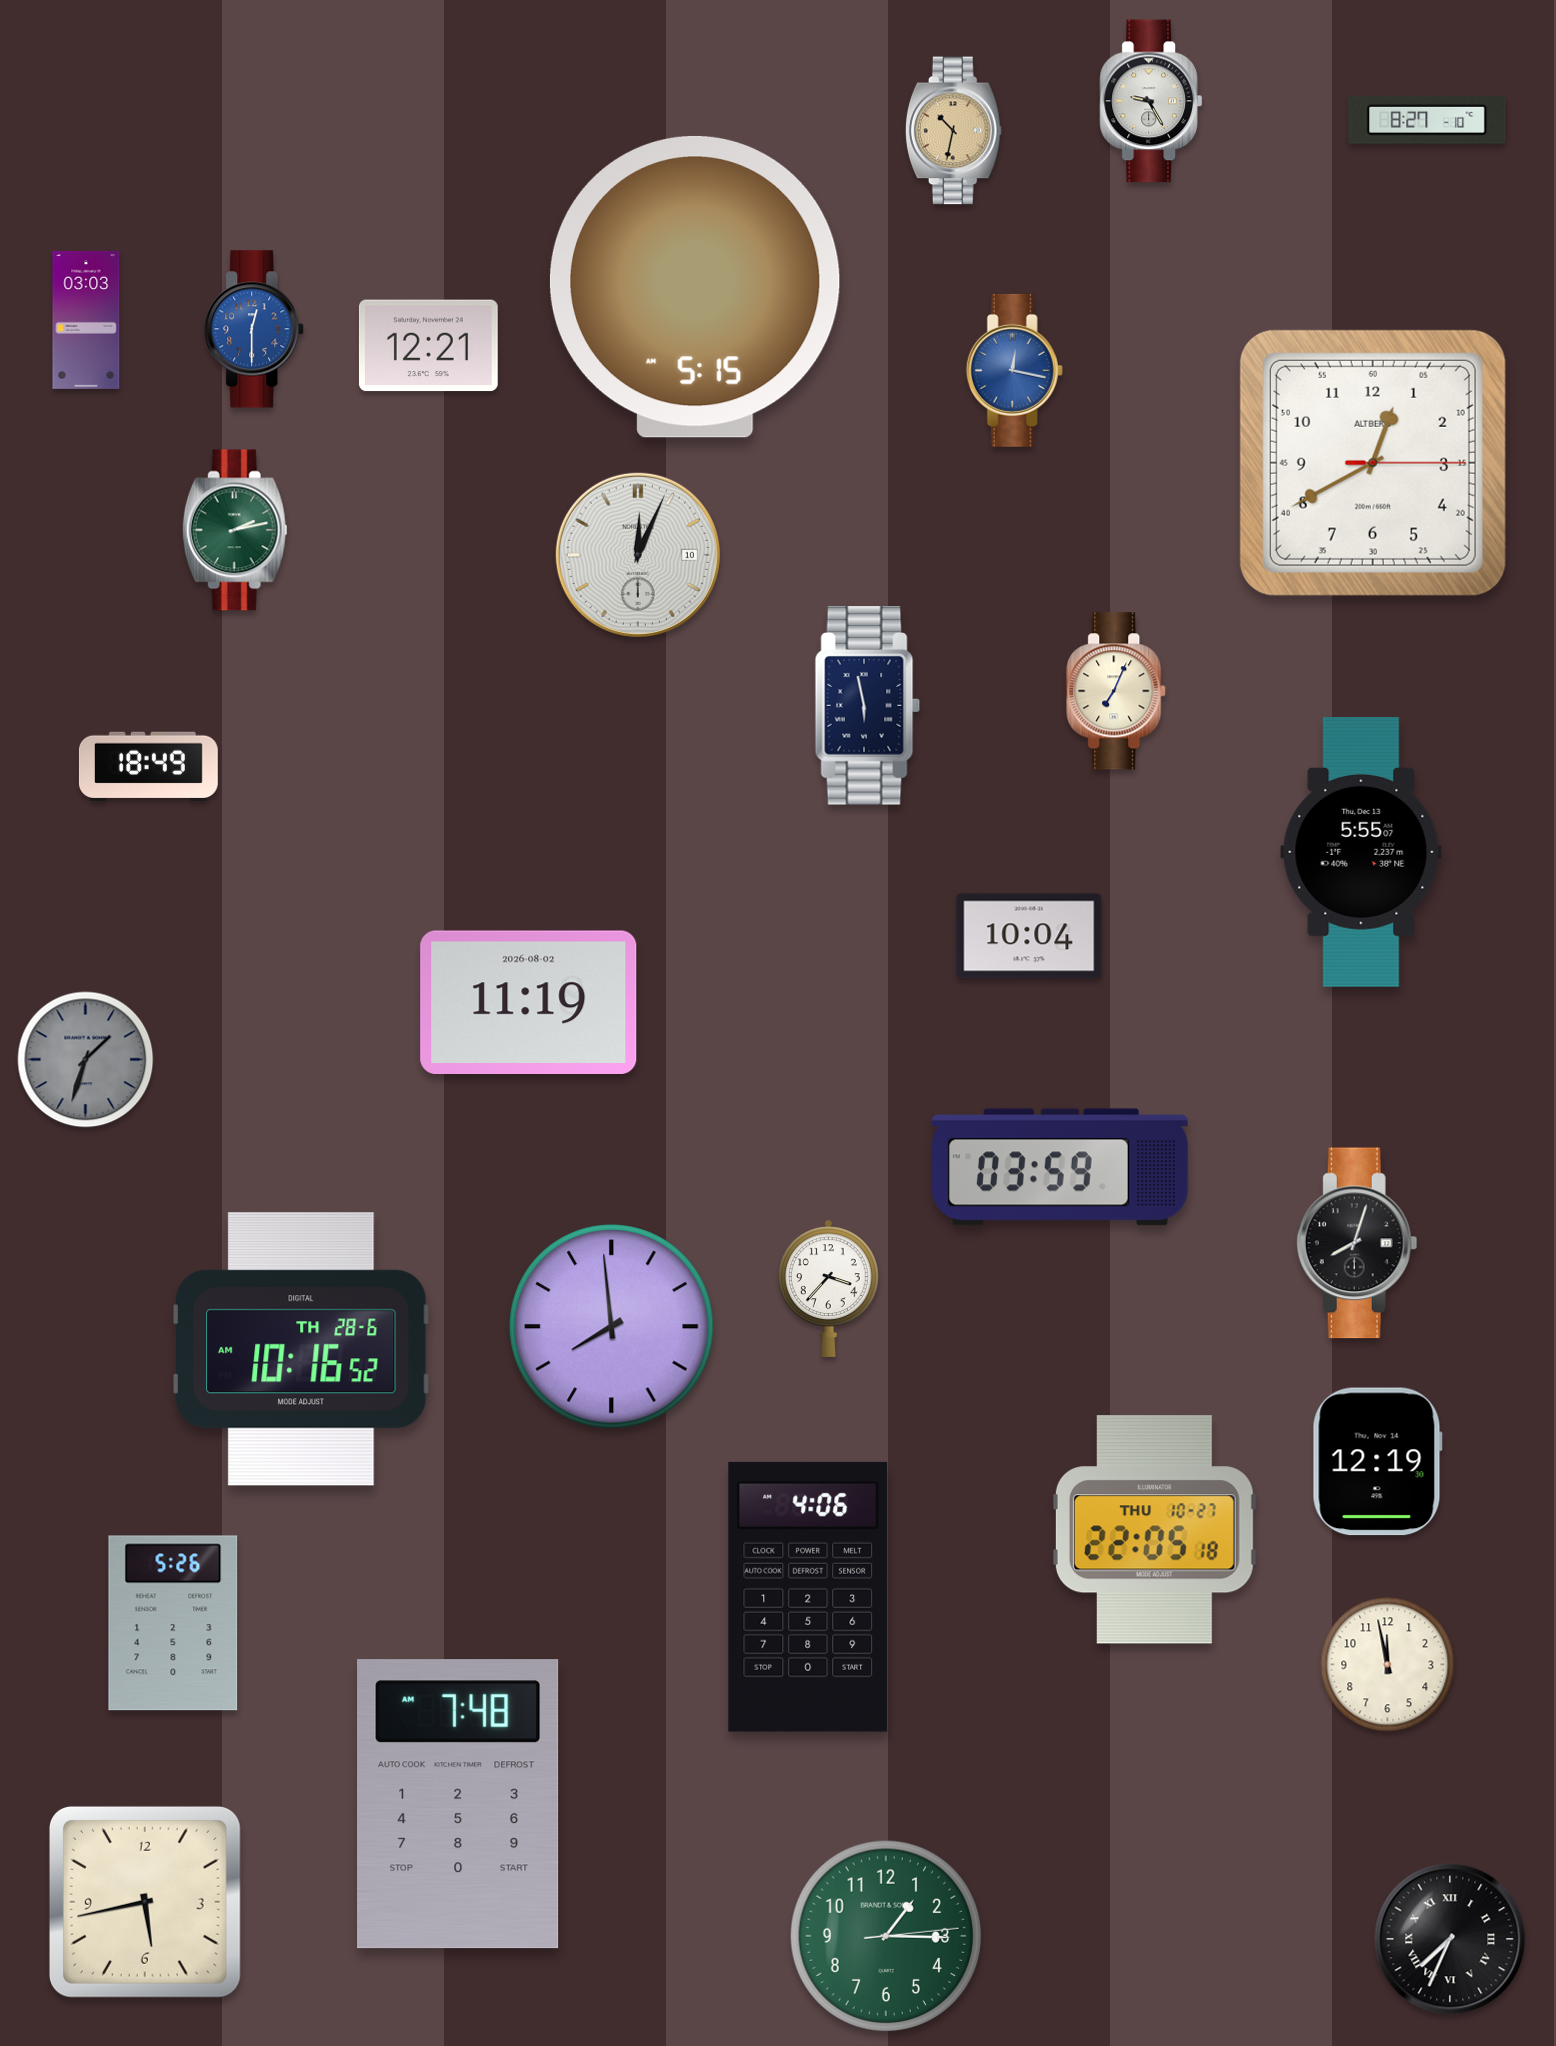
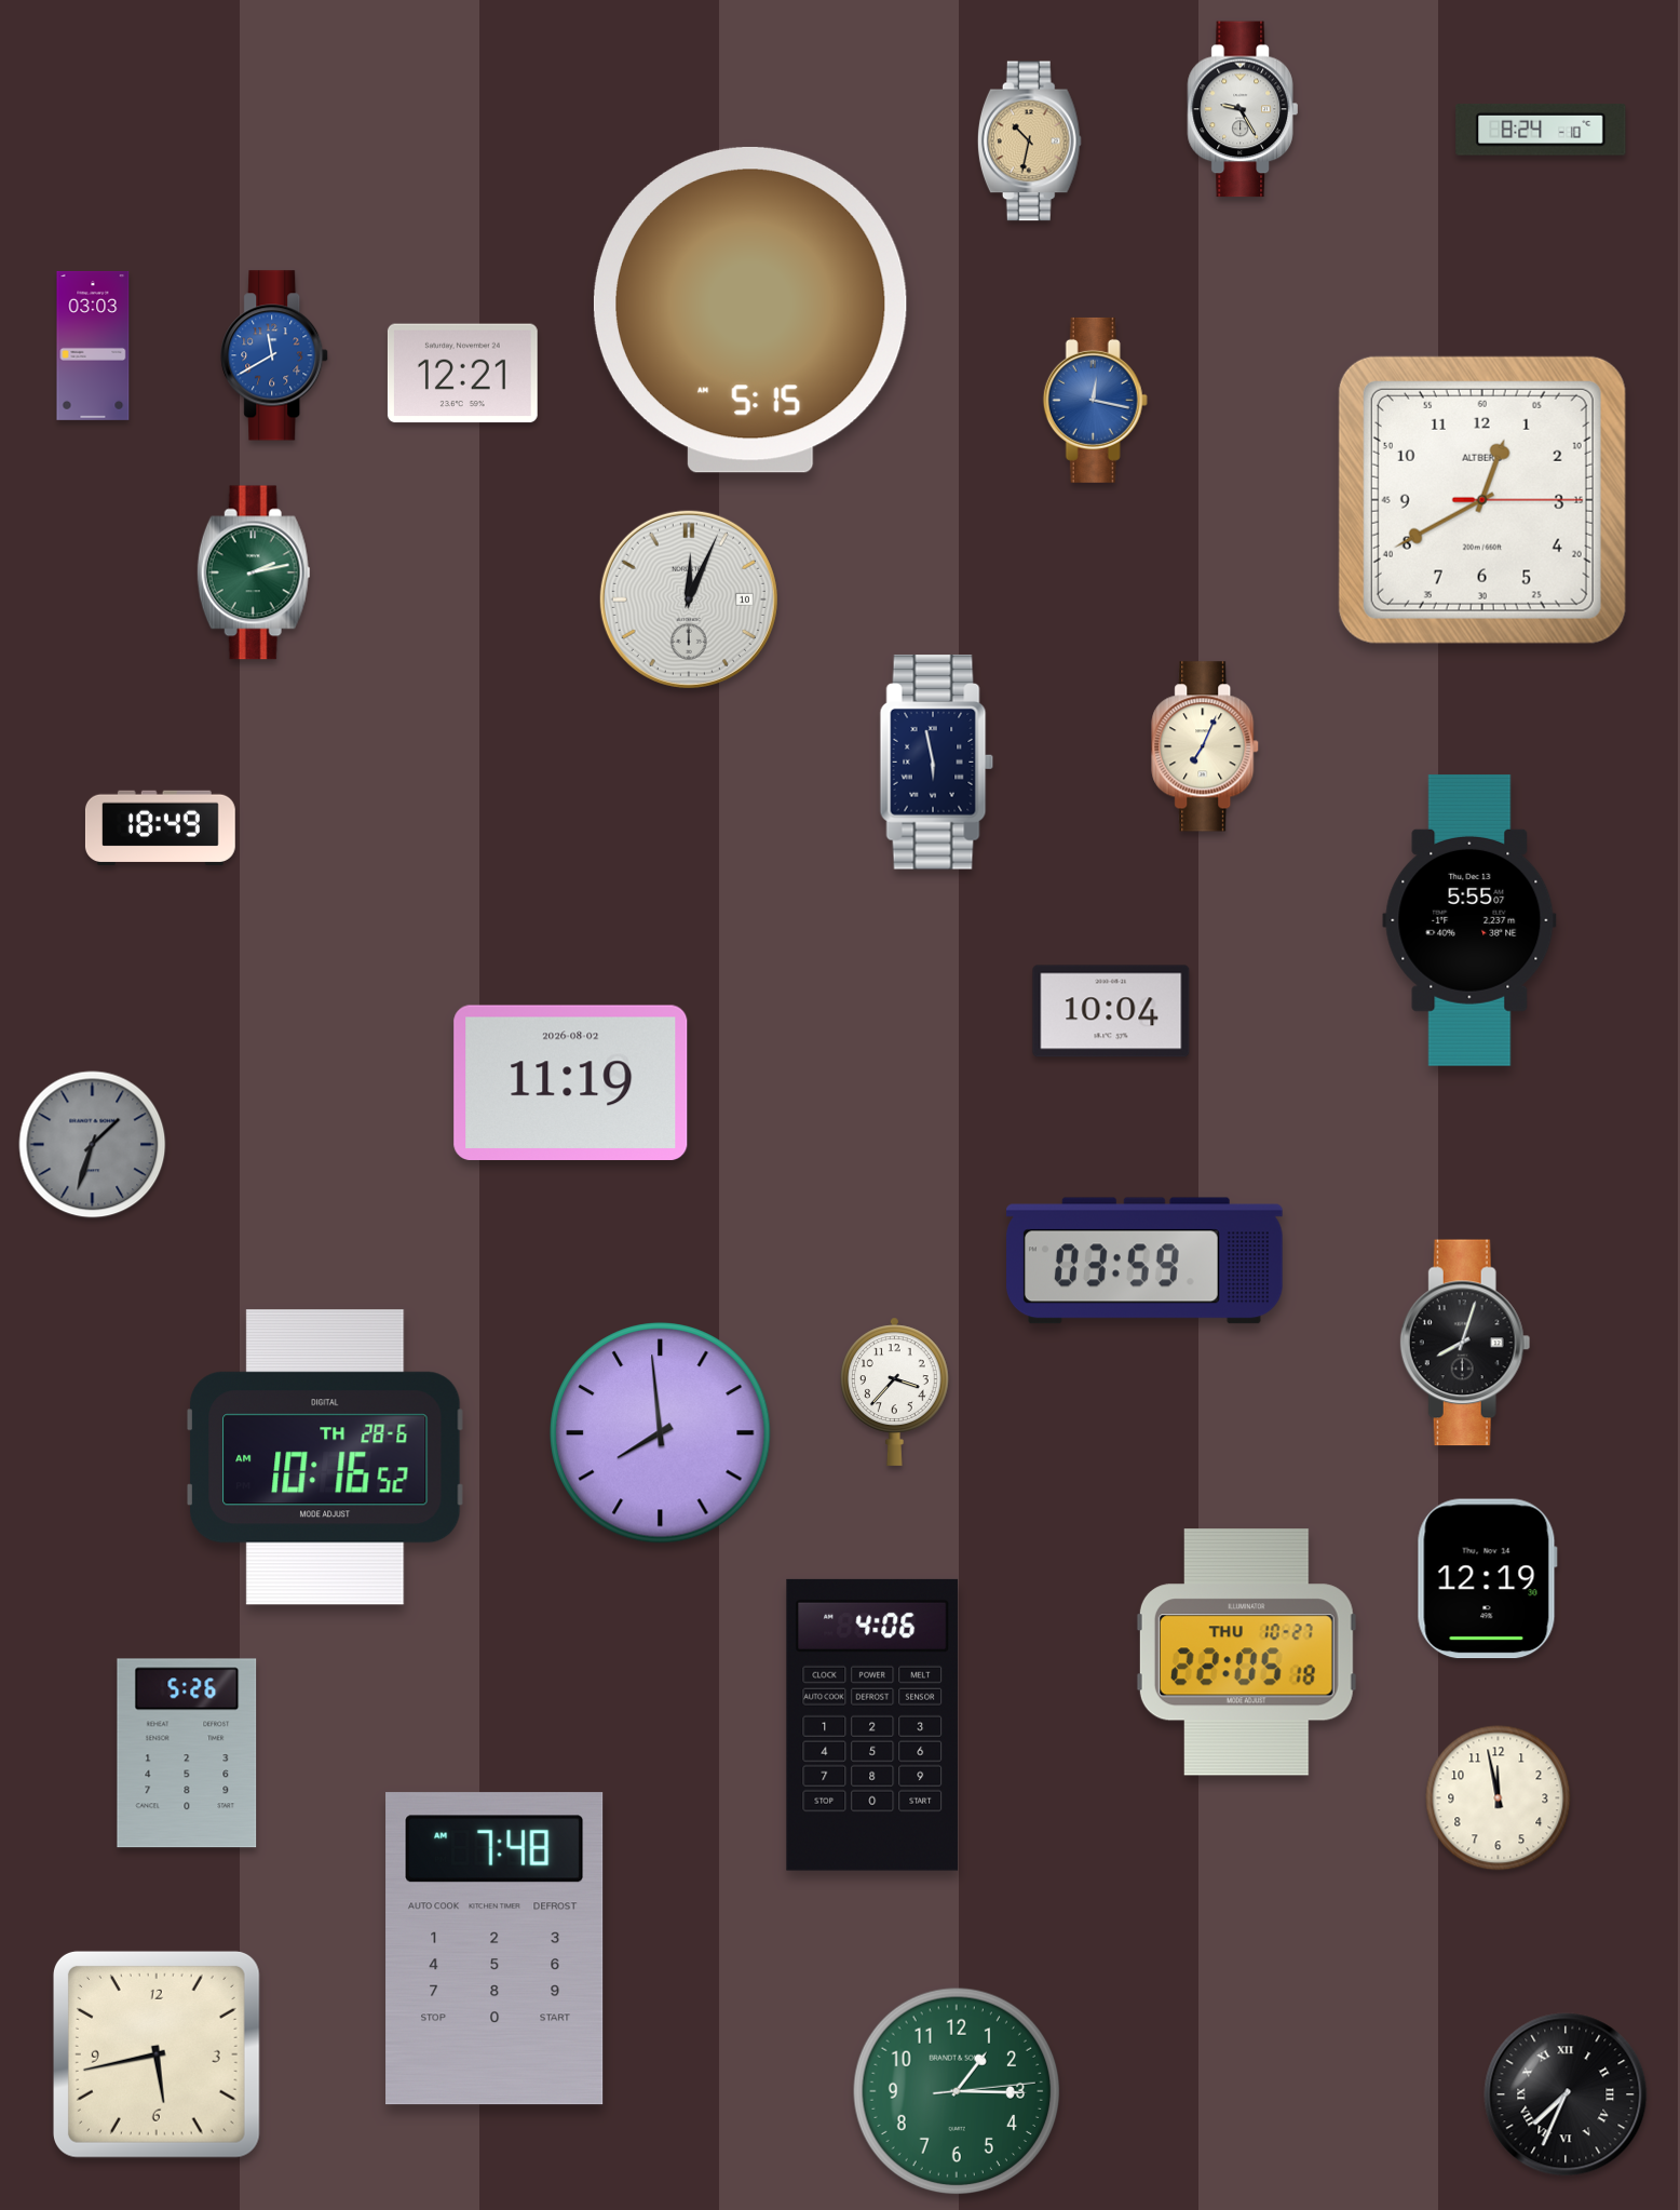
clock at (1427, 121): 8:27 -> 8:24
clock at (255, 329): 12:30 -> 11:40
